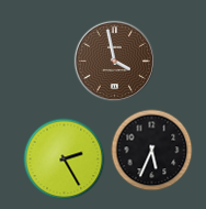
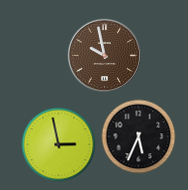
clock at (114, 61): 3:58 -> 9:58
clock at (65, 159): 2:25 -> 2:58
